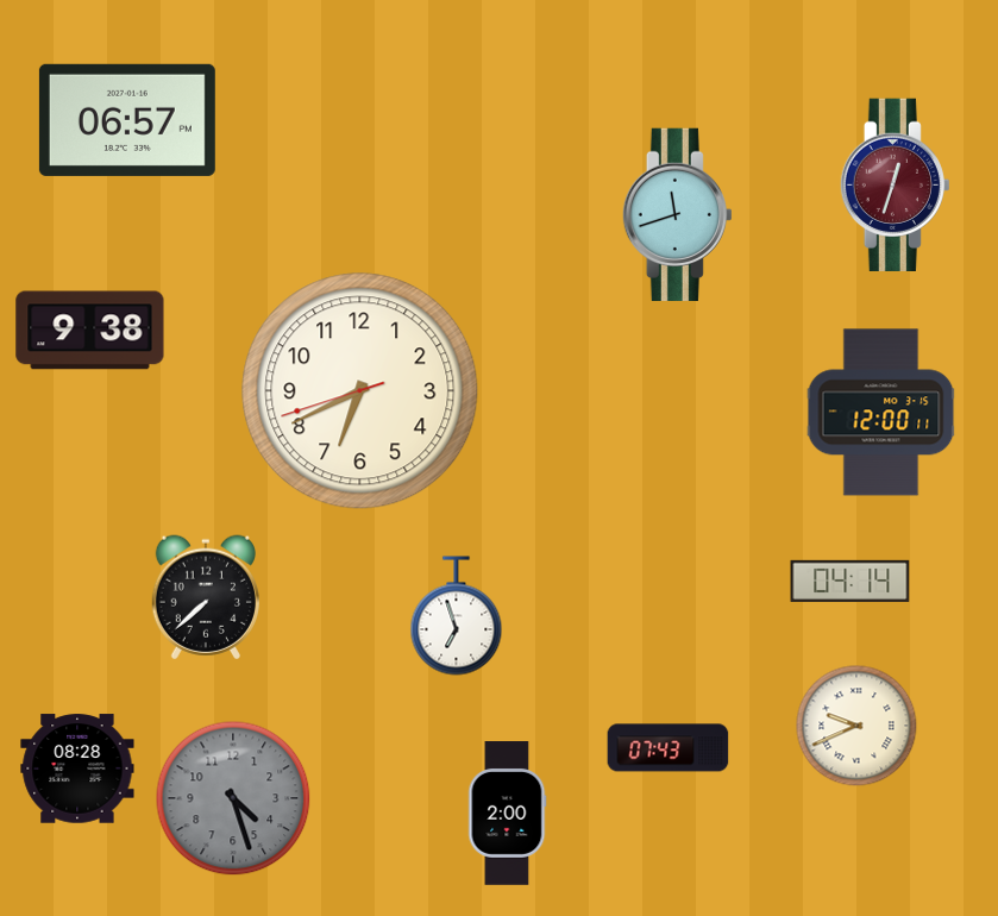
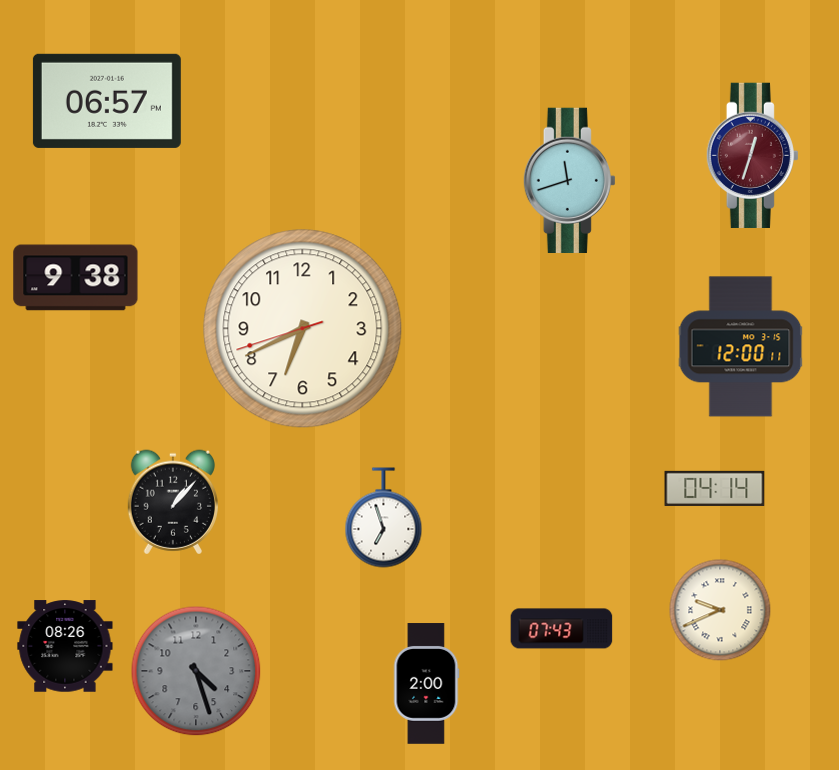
clock at (205, 597): 7:38 -> 1:07
clock at (77, 768): 08:28 -> 08:26
